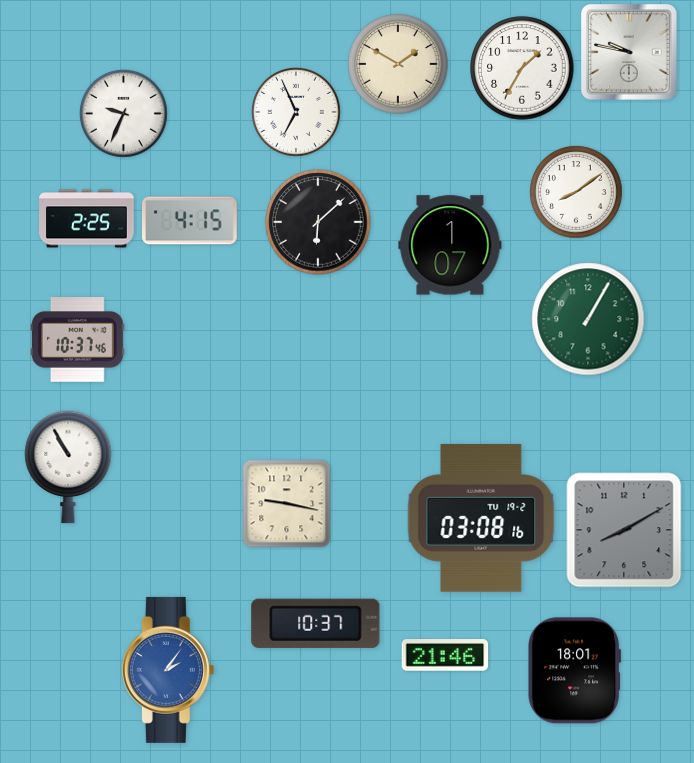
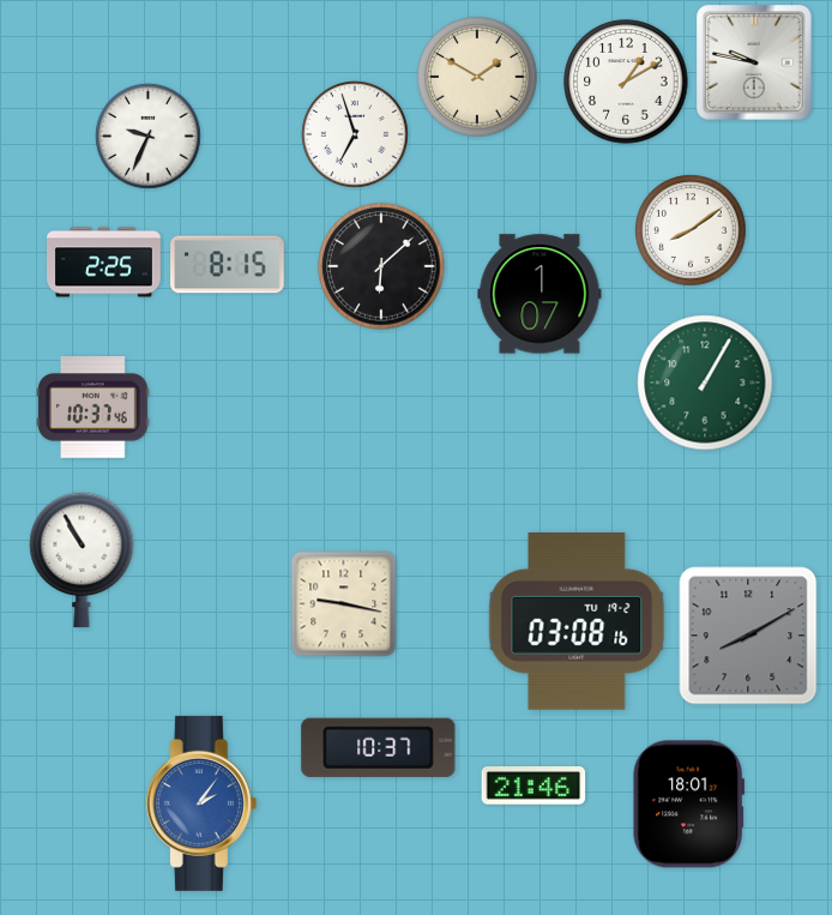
clock at (522, 68): 1:35 -> 1:10
clock at (296, 112): 6:56 -> 6:57
clock at (190, 221): 4:15 -> 8:15
